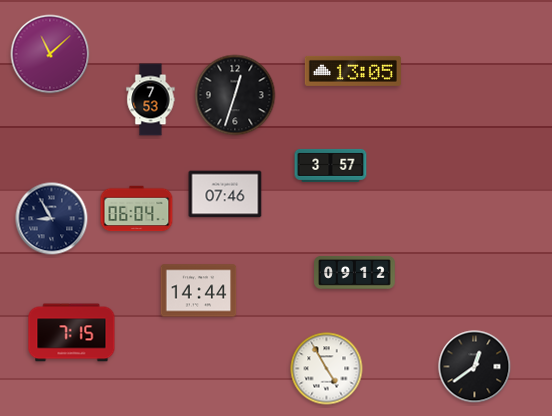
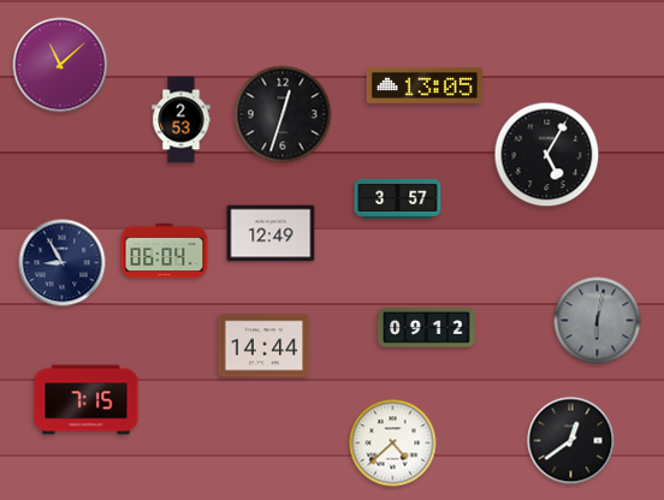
clock at (151, 100): 7:53 -> 2:53
clock at (547, 155): none -> 5:05
clock at (225, 194): 07:46 -> 12:49
clock at (598, 321): none -> 6:02
clock at (199, 291) position: (199, 291) -> (265, 346)
clock at (327, 369): 4:55 -> 4:38
